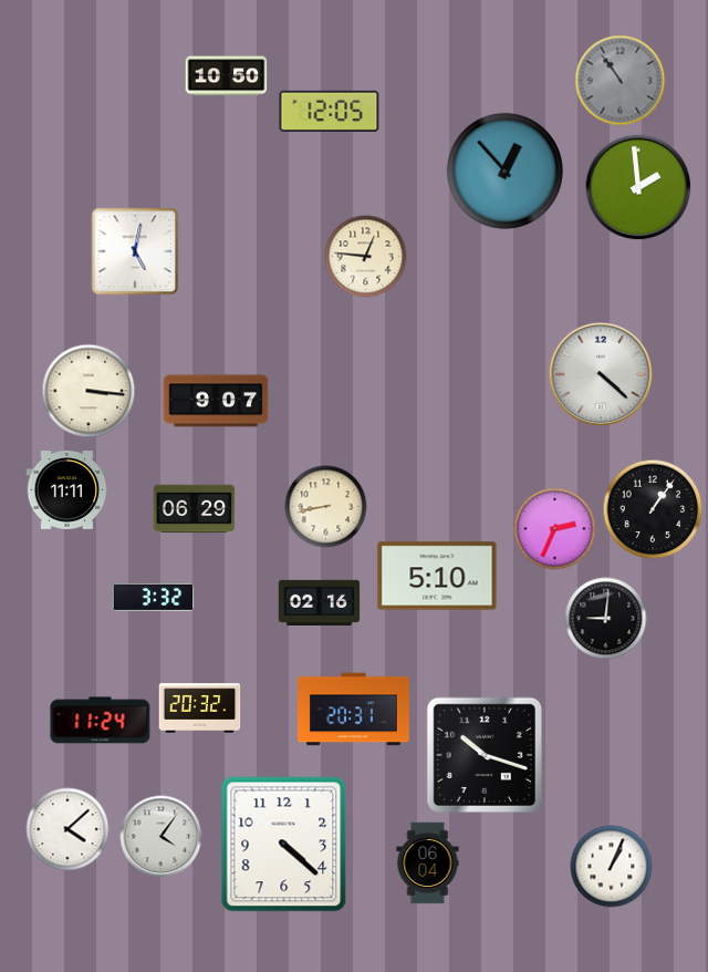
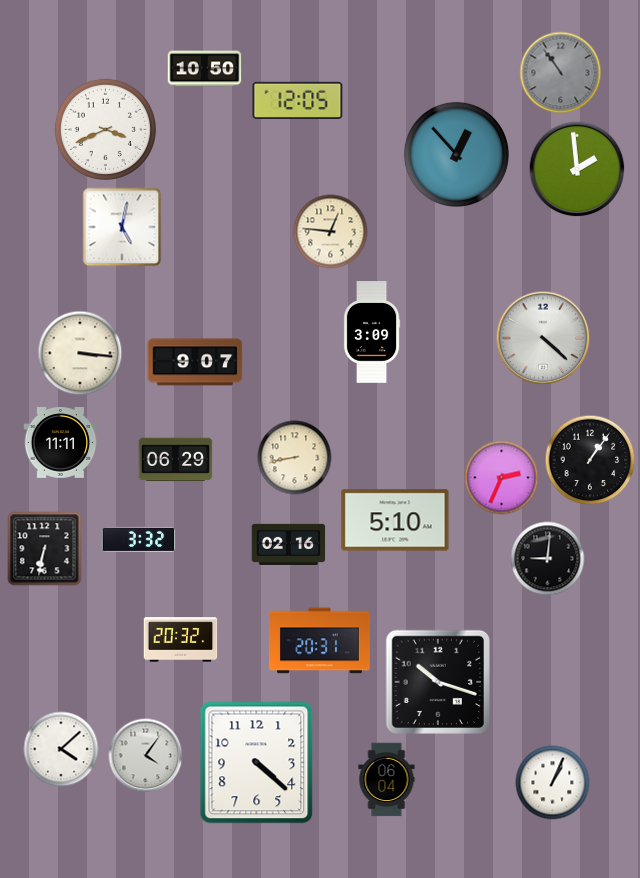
clock at (105, 129): none -> 3:41
clock at (372, 332): none -> 3:09
clock at (45, 549): none -> 6:32
clock at (101, 721): 11:24 -> none
